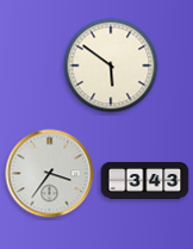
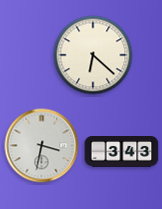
clock at (111, 66): 5:51 -> 6:22
clock at (50, 174): 3:36 -> 3:32
